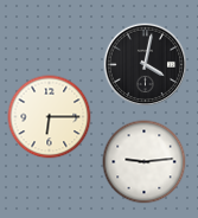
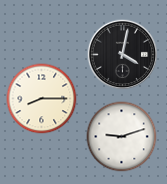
clock at (50, 117): 6:15 -> 8:15
clock at (145, 162): 9:14 -> 9:12
